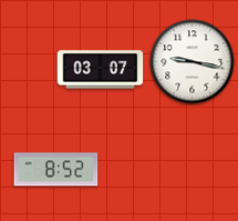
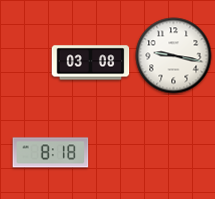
clock at (101, 70): 03:07 -> 03:08
clock at (56, 170): 8:52 -> 8:18
